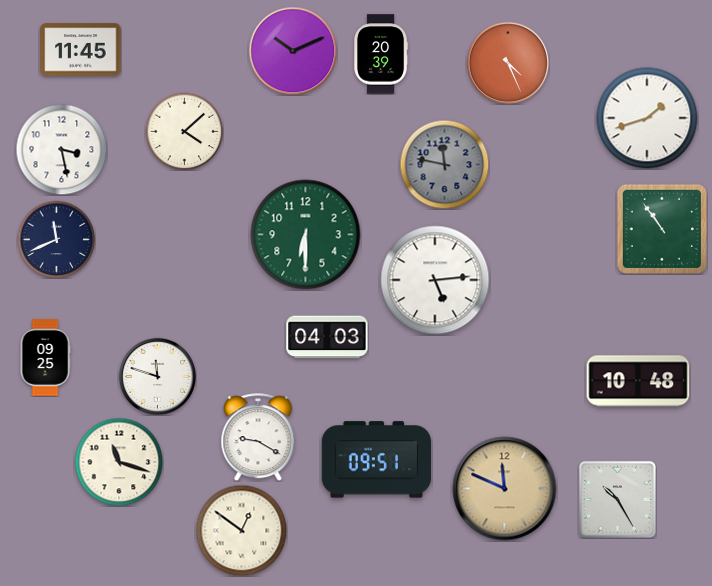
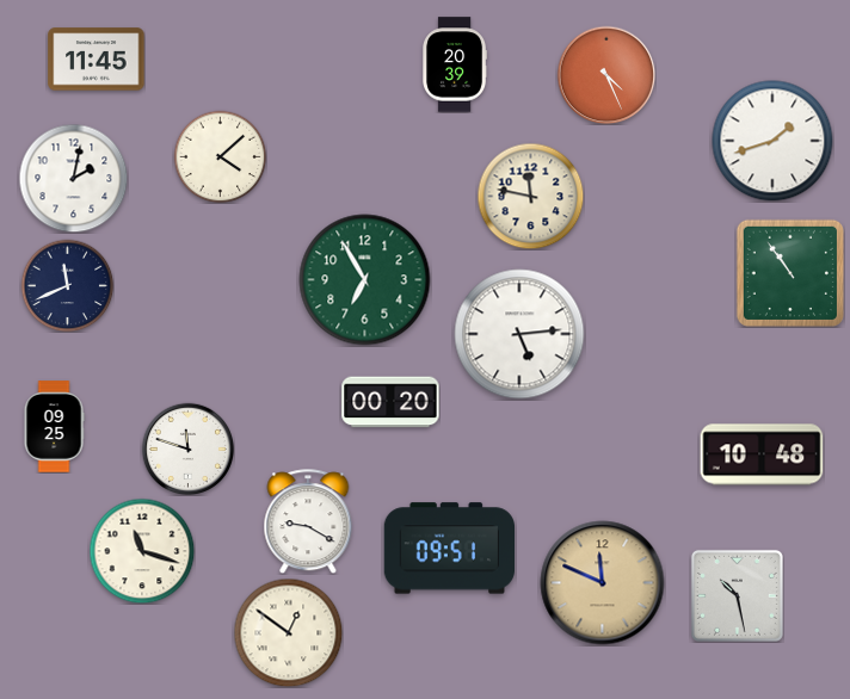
clock at (293, 51): 10:11 -> none
clock at (61, 149): 3:28 -> 2:02
clock at (444, 164) dial: grey -> cream
clock at (306, 235): 6:30 -> 6:55
clock at (327, 337): 04:03 -> 00:20
clock at (617, 499): 10:25 -> 10:28
